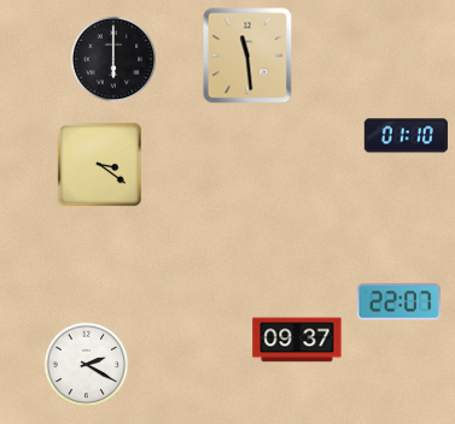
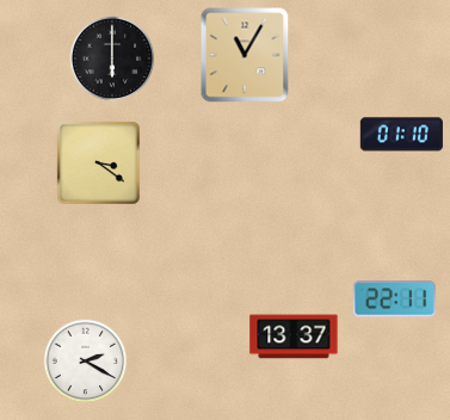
clock at (247, 55): 11:29 -> 11:05
clock at (398, 302): 22:07 -> 22:11
clock at (297, 340): 09:37 -> 13:37
